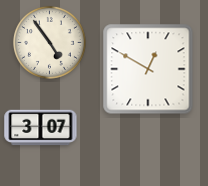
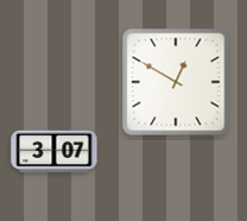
clock at (49, 42): 4:54 -> none
clock at (41, 128) position: (41, 128) -> (55, 152)
